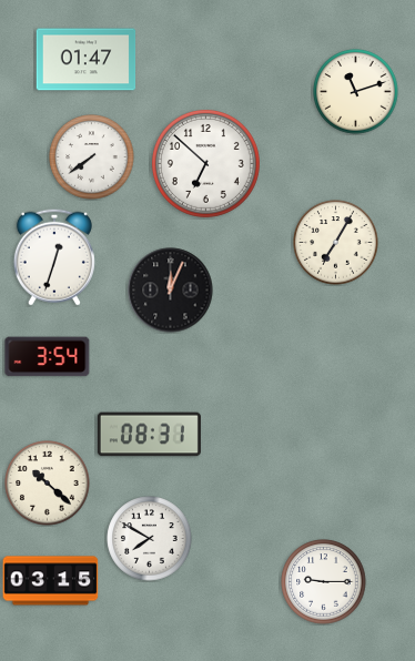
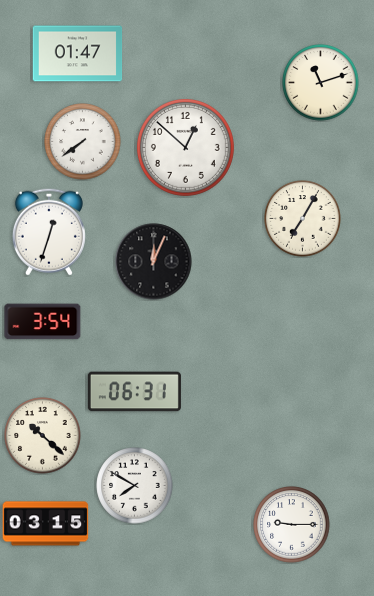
clock at (205, 163): 6:52 -> 12:52
clock at (149, 435): 08:31 -> 06:31
